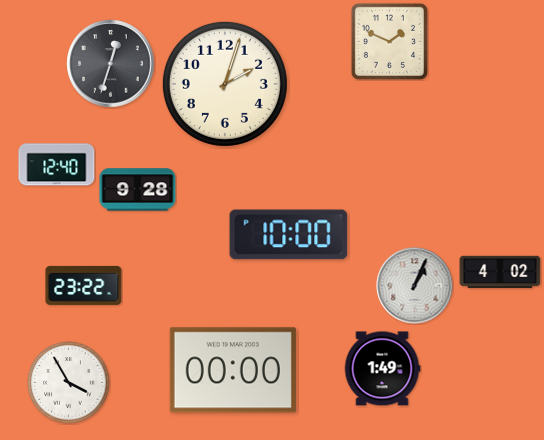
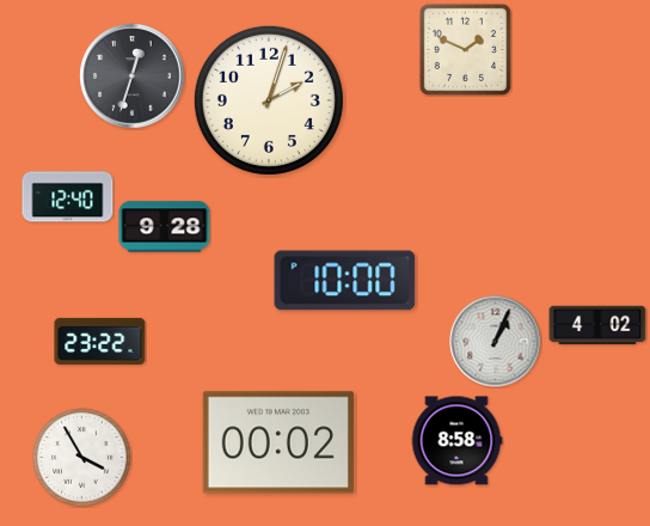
clock at (382, 369): 1:49 -> 8:58
clock at (233, 370): 00:00 -> 00:02
